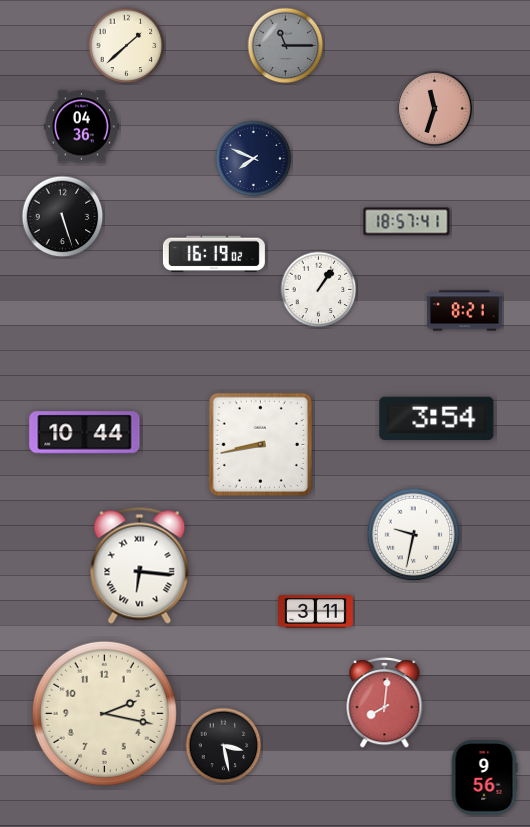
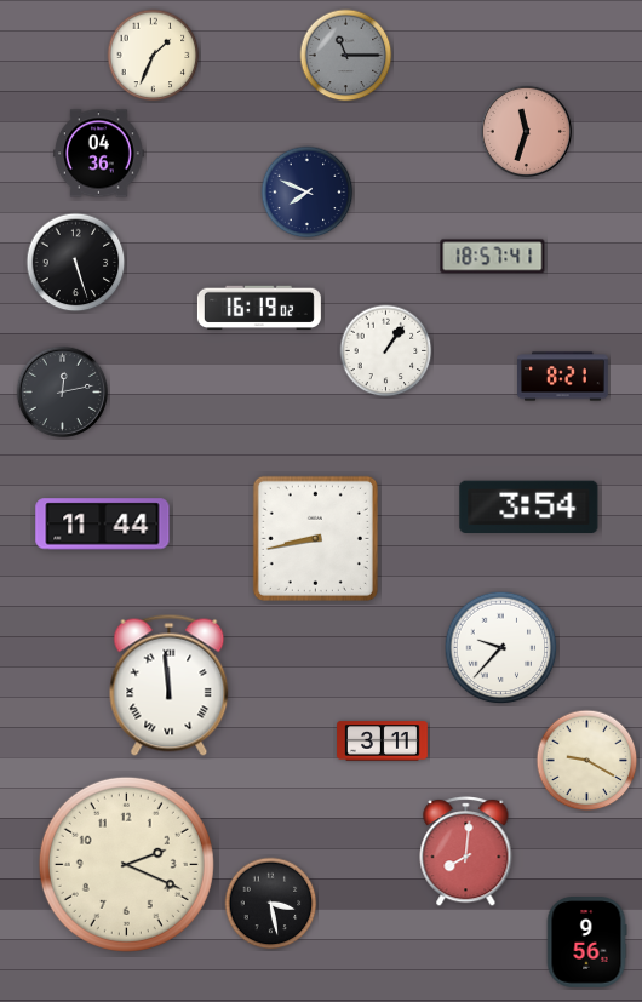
clock at (127, 46): 1:38 -> 1:34
clock at (407, 222) position: (407, 222) -> (493, 257)
clock at (62, 391): none -> 12:13
clock at (85, 433): 10:44 -> 11:44
clock at (414, 535): 9:32 -> 9:37
clock at (140, 565): 6:16 -> 11:59
clock at (587, 761): none -> 9:20
clock at (104, 713): 2:17 -> 2:19
